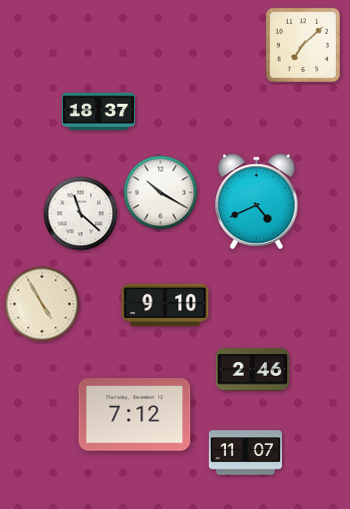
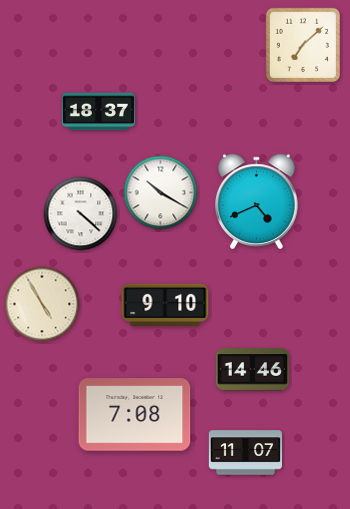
clock at (81, 214): 11:22 -> 4:22
clock at (252, 370): 2:46 -> 14:46
clock at (135, 415): 7:12 -> 7:08
